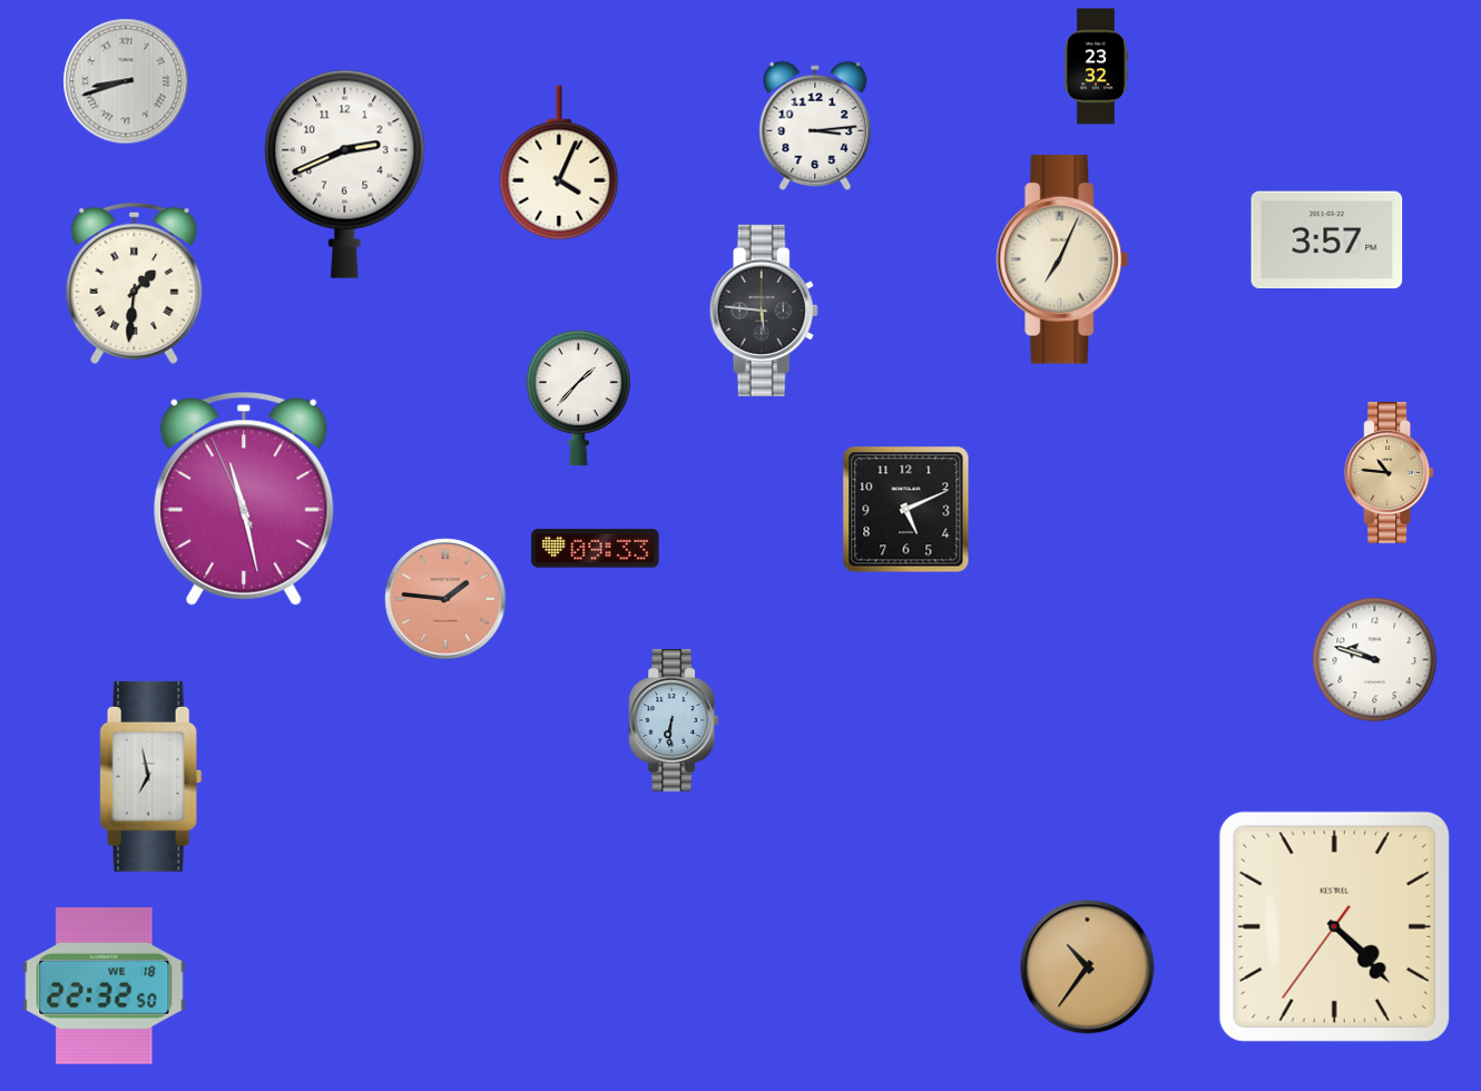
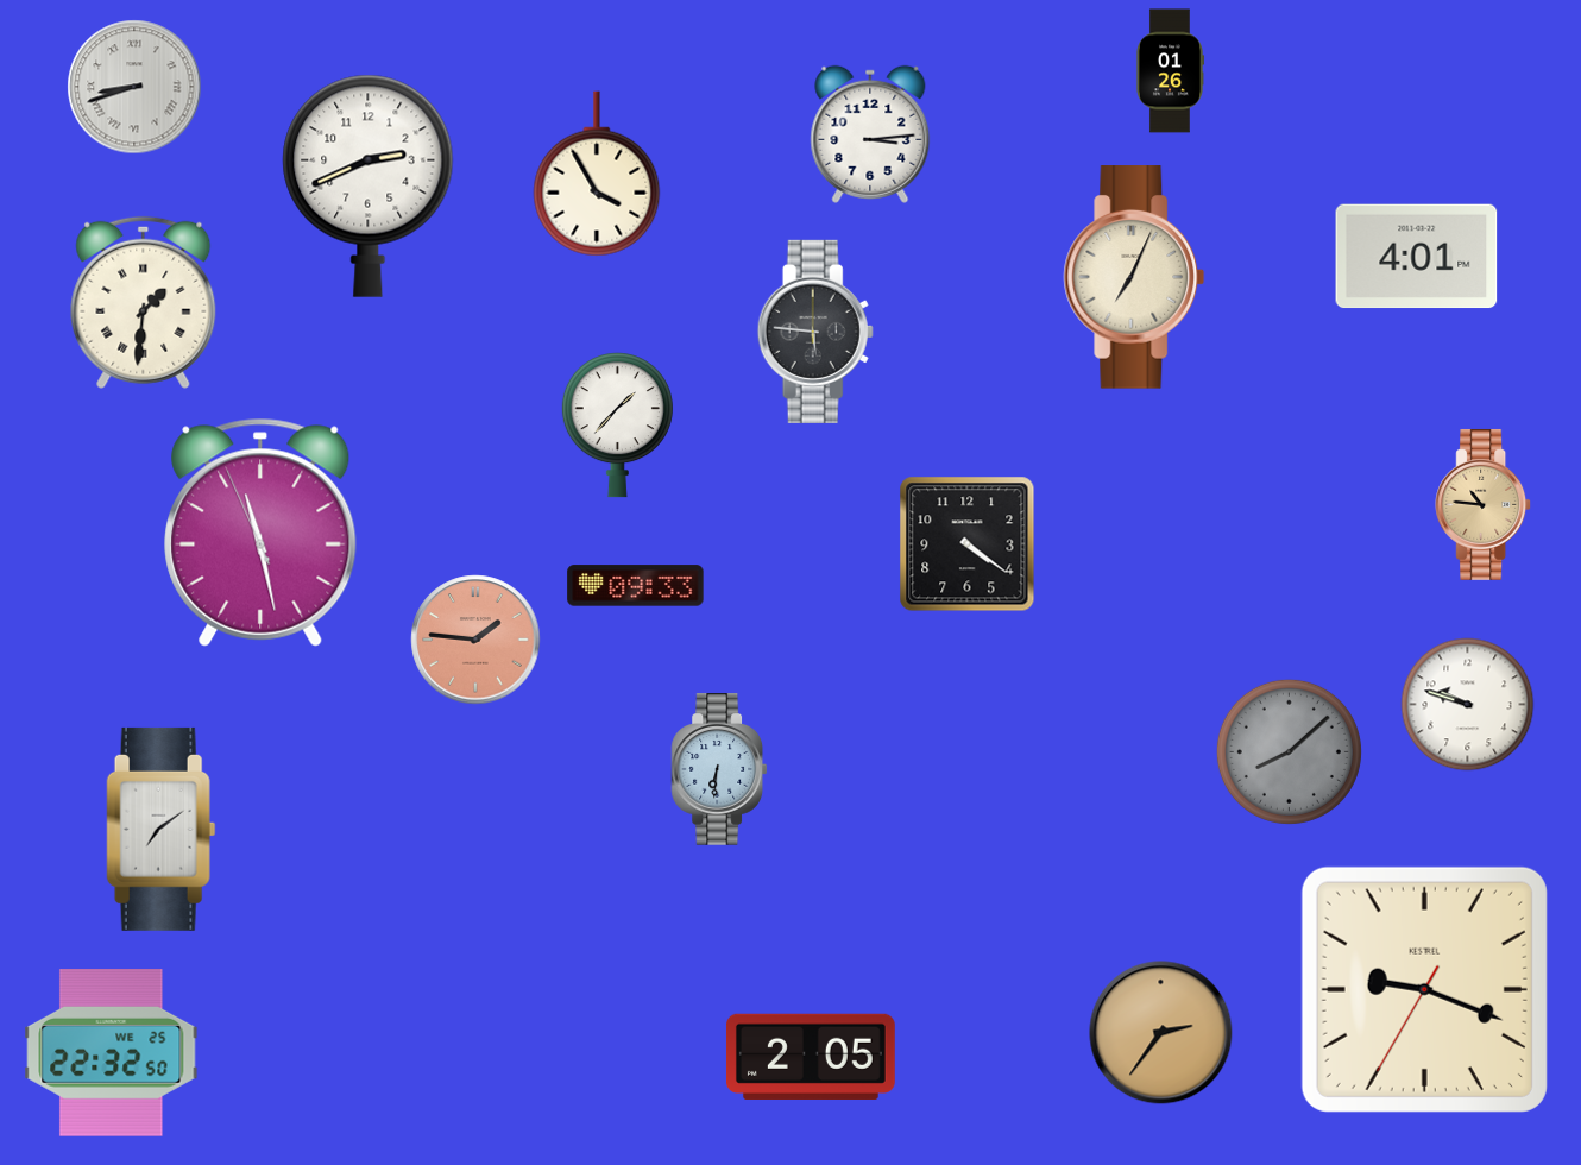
clock at (1096, 67): 23:32 -> 01:26
clock at (559, 163): 4:04 -> 3:55
clock at (1327, 240): 3:57 -> 4:01
clock at (906, 510): 5:11 -> 4:21
clock at (1289, 751): none -> 8:08
clock at (151, 776): 6:58 -> 7:09
clock at (1334, 926): 4:22 -> 9:18
clock at (1088, 967): 10:36 -> 2:36
clock at (105, 986) date: WE 18 -> WE 25
clock at (811, 1057): none -> 2:05
